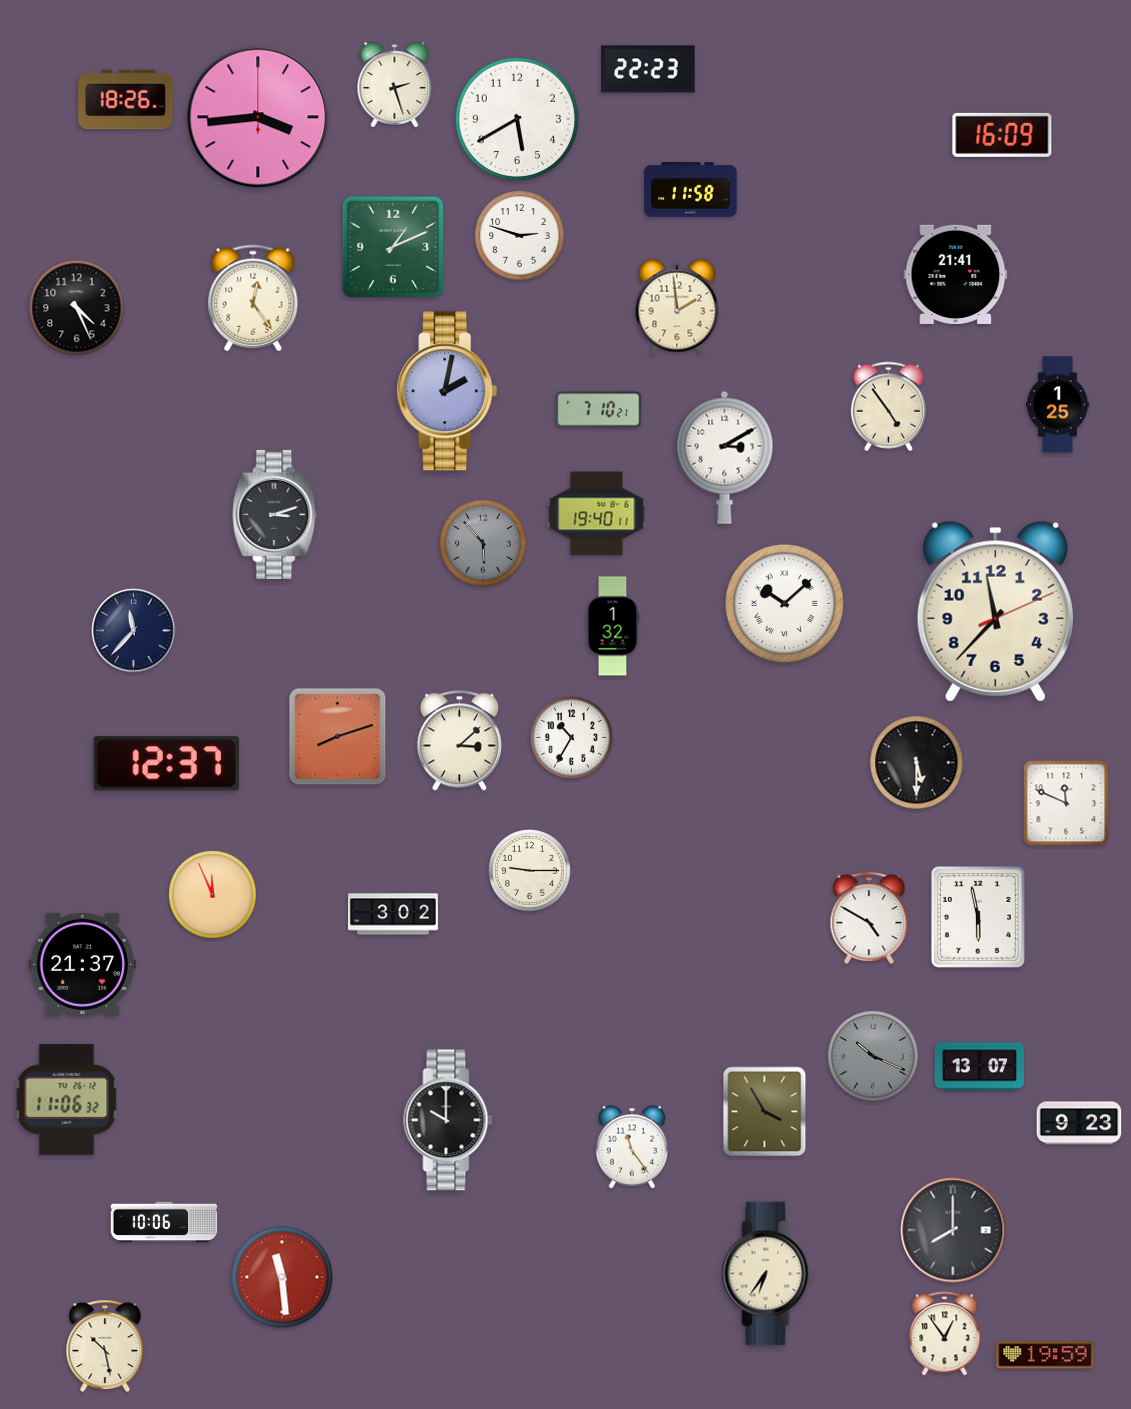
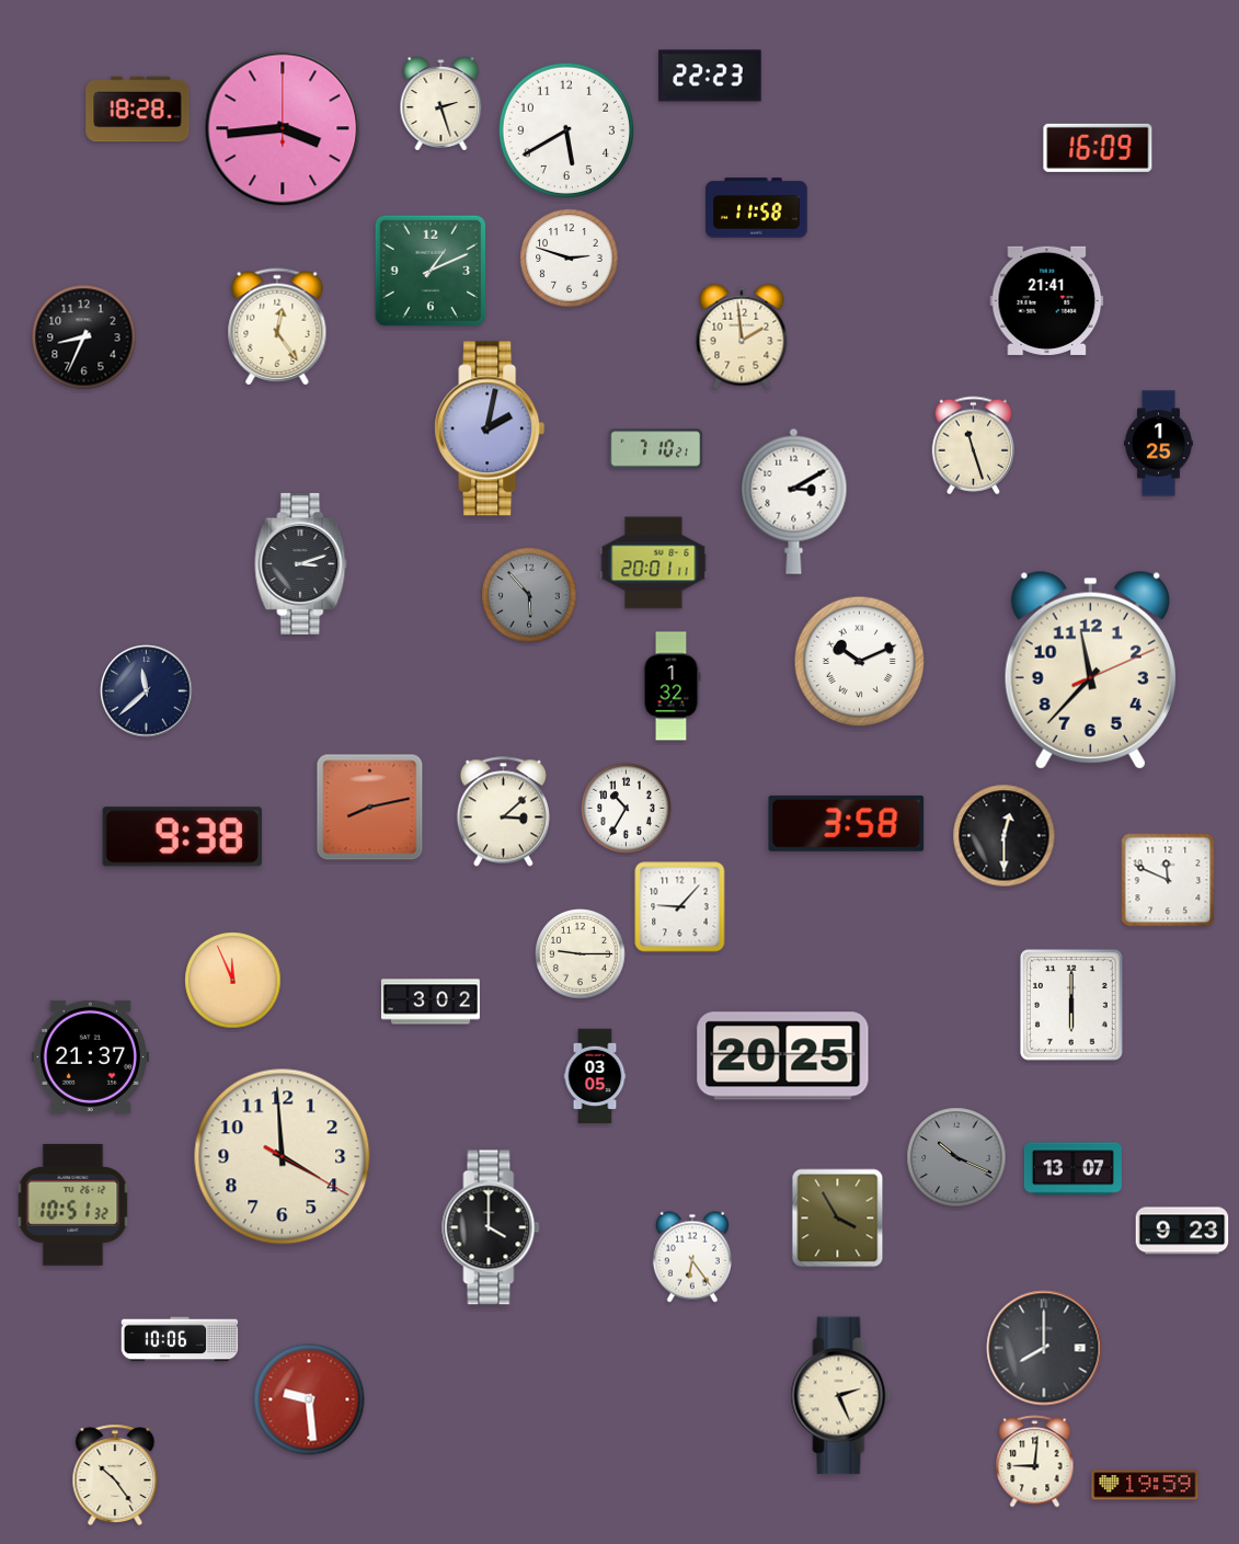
clock at (395, 85) position: (395, 85) -> (441, 104)
clock at (126, 100): 18:26 -> 18:28
clock at (77, 308): 4:26 -> 8:34
clock at (889, 407): 4:54 -> 11:27
clock at (597, 514): 19:40 -> 20:01
clock at (785, 604): 10:08 -> 10:11
clock at (134, 631): 11:37 -> 11:38
clock at (338, 737): 8:12 -> 8:13
clock at (847, 823): none -> 3:58
clock at (917, 763): 5:30 -> 12:30
clock at (166, 764): 12:37 -> 9:38
clock at (680, 907): none -> 9:07
clock at (978, 917): 5:58 -> 6:00
clock at (869, 918): 4:50 -> none
clock at (783, 1056): none -> 20:25
clock at (595, 1076): none -> 03:05
clock at (283, 1157): none -> 3:59
clock at (67, 1099): 11:06 -> 10:51
clock at (448, 1120): 10:00 -> 4:00
clock at (632, 1147): 11:24 -> 6:24
clock at (768, 1274): 6:36 -> 2:26
clock at (282, 1277): 11:29 -> 9:29
clock at (945, 1334): 12:54 -> 9:01
clock at (105, 1346): 10:28 -> 10:24
